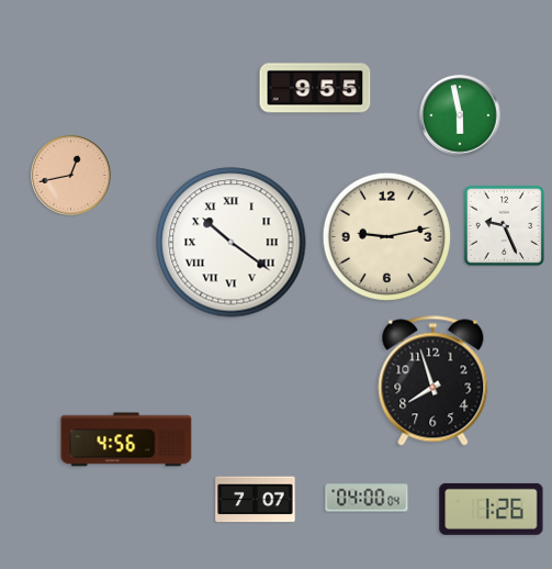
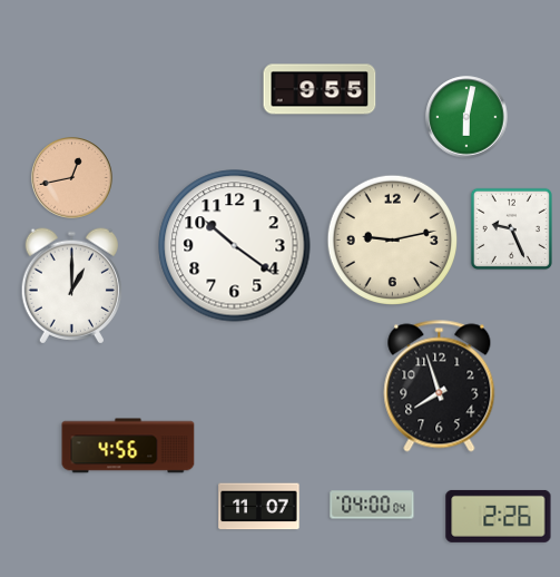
clock at (460, 115): 5:58 -> 6:02
clock at (232, 243) numerals: Roman -> Arabic
clock at (71, 286): none -> 1:00
clock at (256, 500): 7:07 -> 11:07
clock at (492, 509): 1:26 -> 2:26
